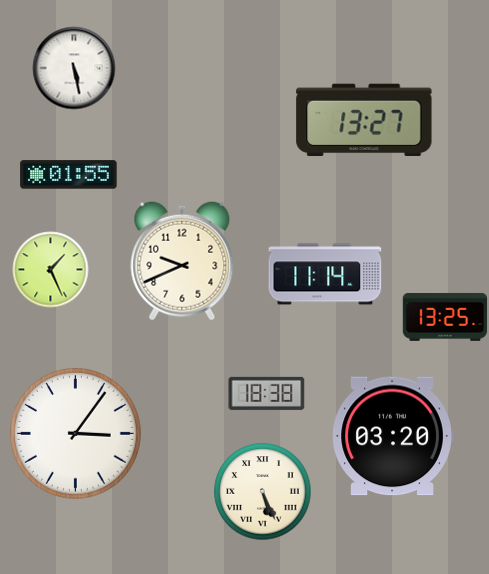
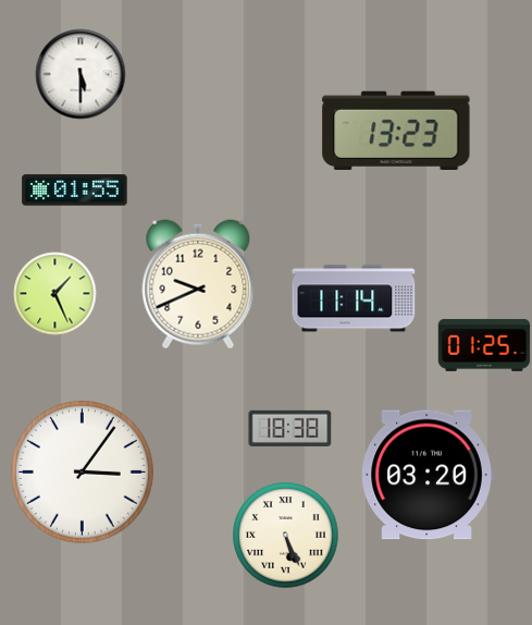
clock at (74, 68): 5:28 -> 5:30
clock at (364, 119): 13:27 -> 13:23
clock at (445, 317): 13:25 -> 01:25
